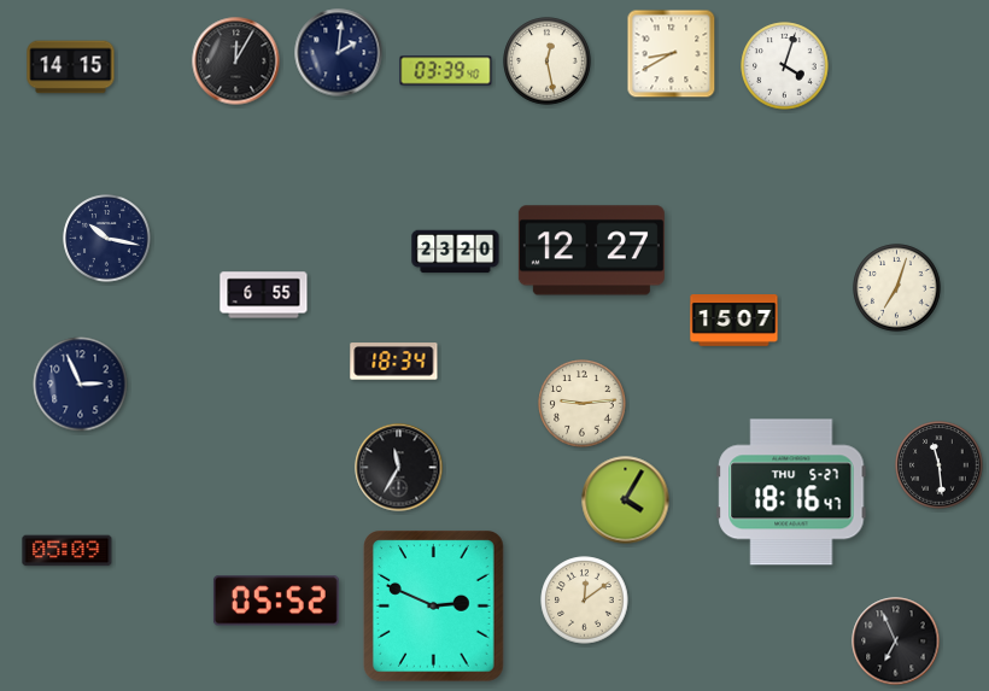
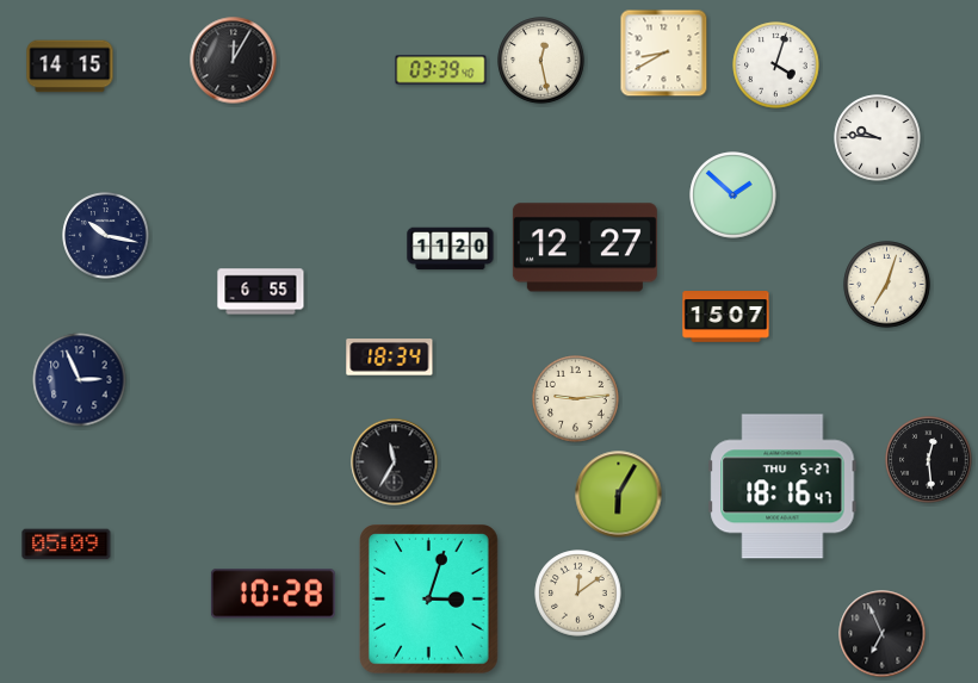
clock at (339, 53): 2:01 -> none
clock at (878, 138): none -> 9:46
clock at (733, 195): none -> 1:52
clock at (456, 252): 23:20 -> 11:20
clock at (940, 465): 11:29 -> 12:29
clock at (626, 500): 4:05 -> 6:05
clock at (276, 601): 05:52 -> 10:28
clock at (434, 607): 2:49 -> 3:03
clock at (896, 642) position: (896, 642) -> (883, 634)
